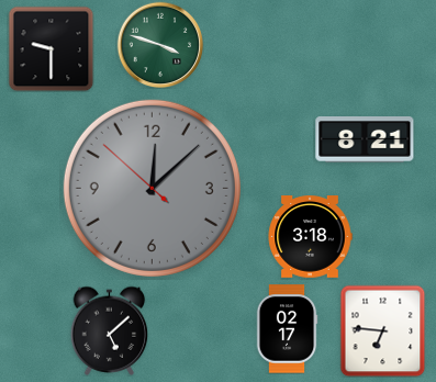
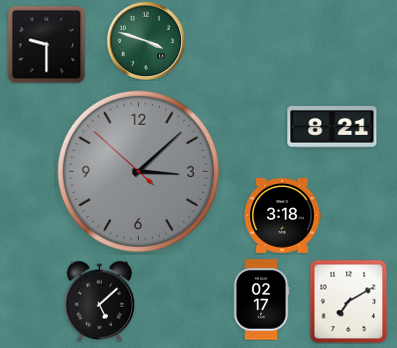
clock at (152, 188): 12:07 -> 3:07
clock at (383, 330): 6:46 -> 7:10
